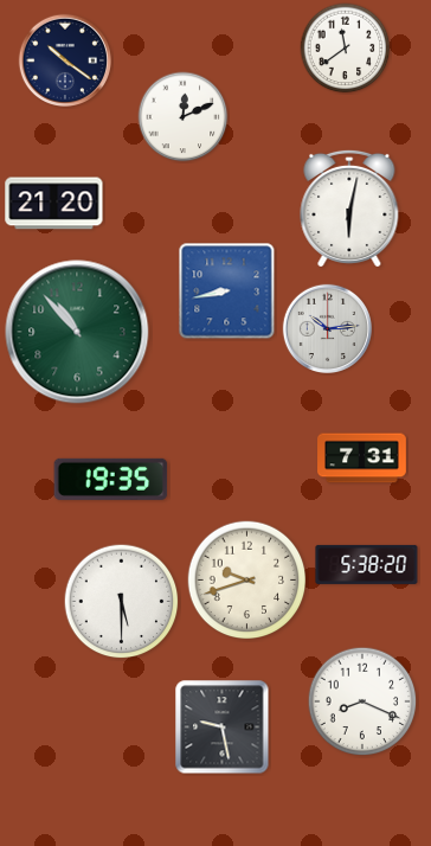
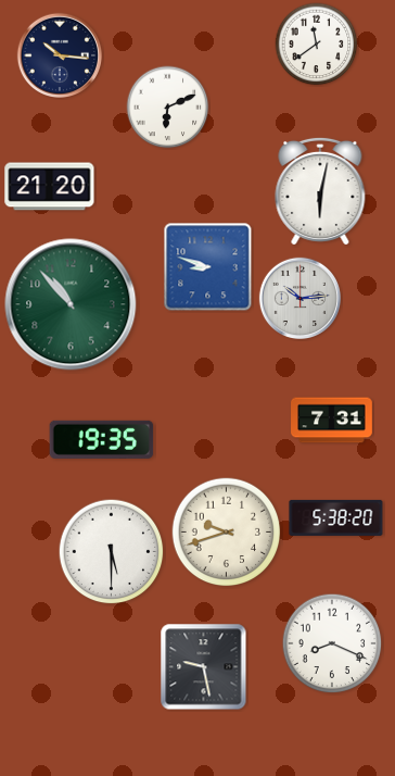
clock at (64, 59): 10:21 -> 10:16
clock at (184, 117): 12:11 -> 6:11
clock at (227, 291): 8:43 -> 8:48
clock at (327, 328) position: (327, 328) -> (300, 298)
